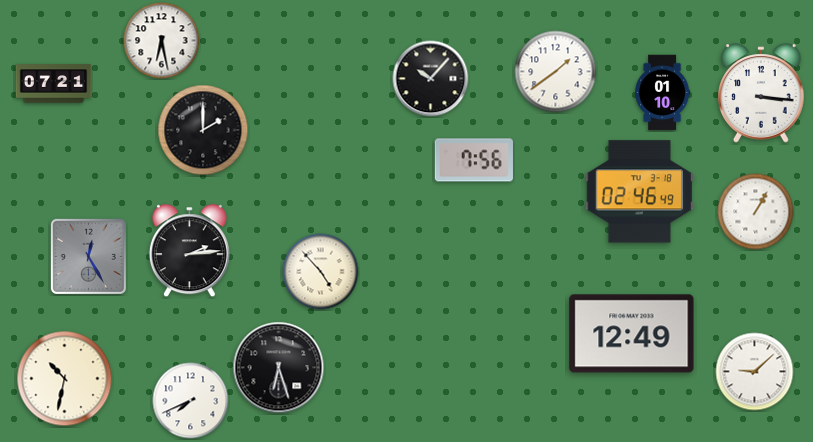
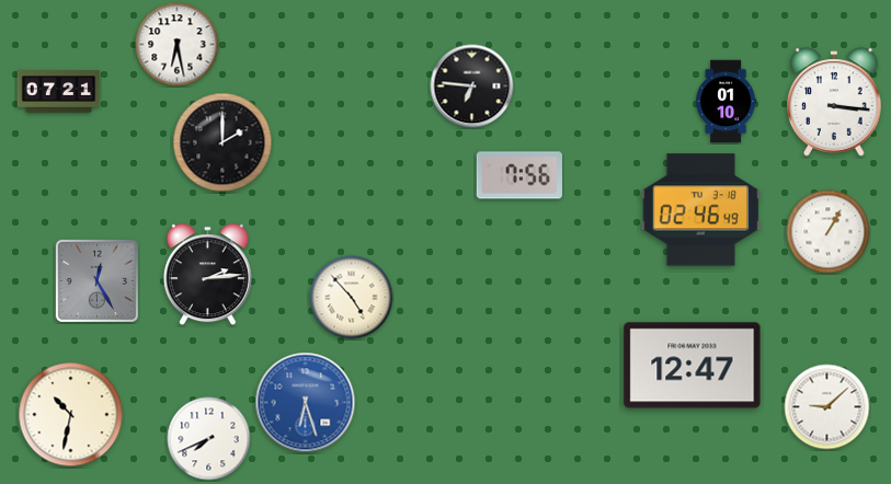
clock at (556, 72): 1:39 -> none
clock at (431, 79): 10:07 -> 6:46
clock at (632, 334): 12:49 -> 12:47
clock at (279, 368) dial: black -> blue
